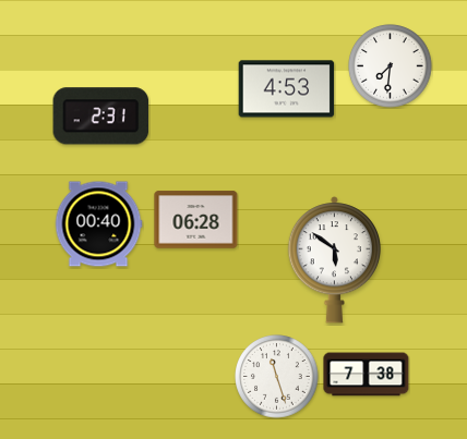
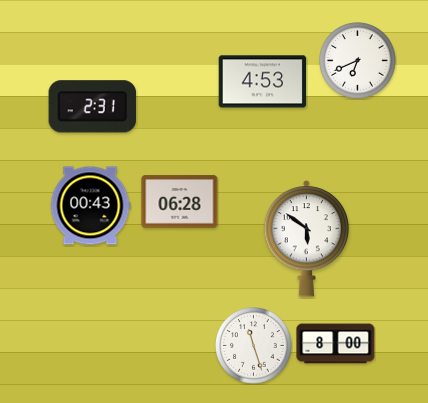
clock at (391, 66): 7:31 -> 6:41
clock at (98, 224): 00:40 -> 00:43
clock at (367, 375): 7:38 -> 8:00
